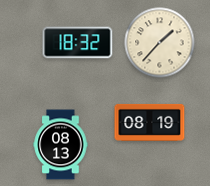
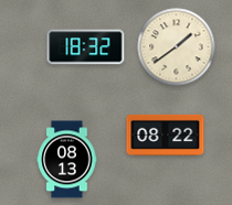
clock at (160, 43): 1:37 -> 1:39
clock at (150, 122): 08:19 -> 08:22
